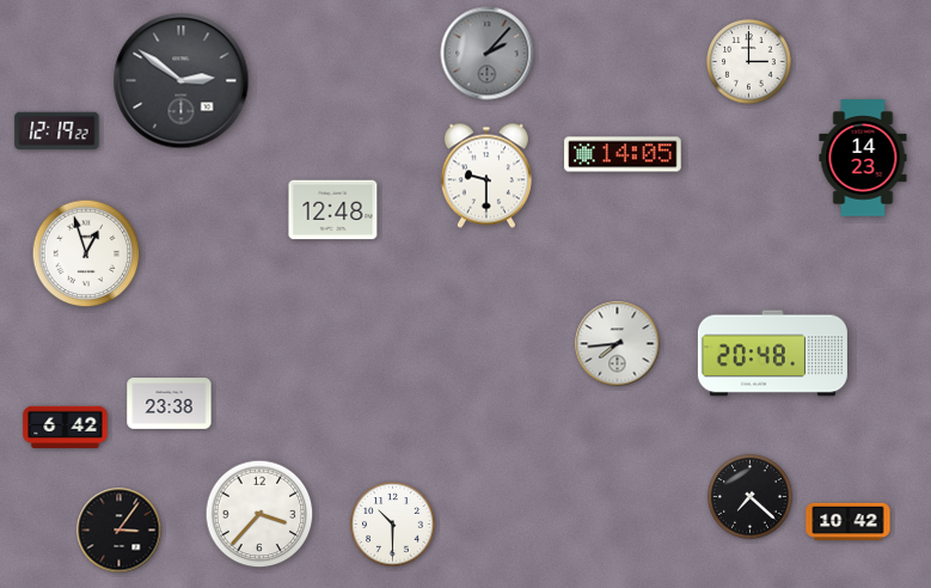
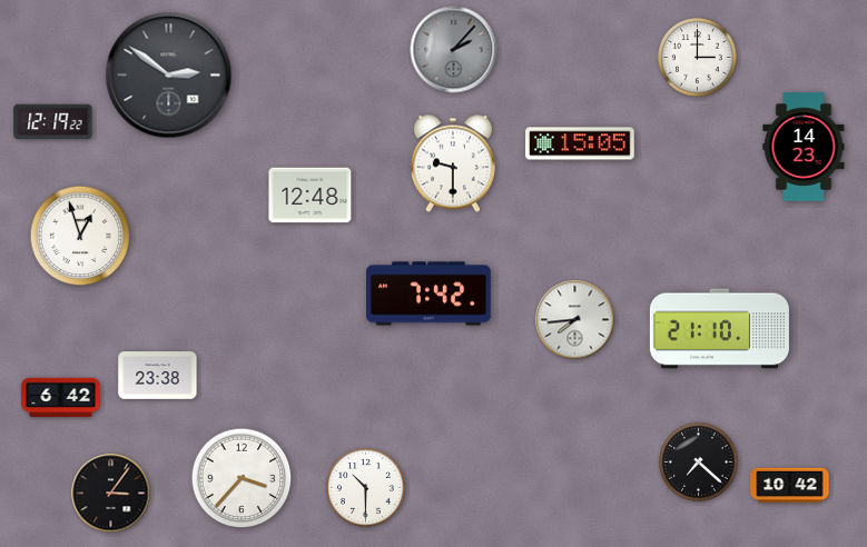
clock at (623, 154): 14:05 -> 15:05
clock at (430, 294): none -> 7:42
clock at (772, 354): 20:48 -> 21:10
